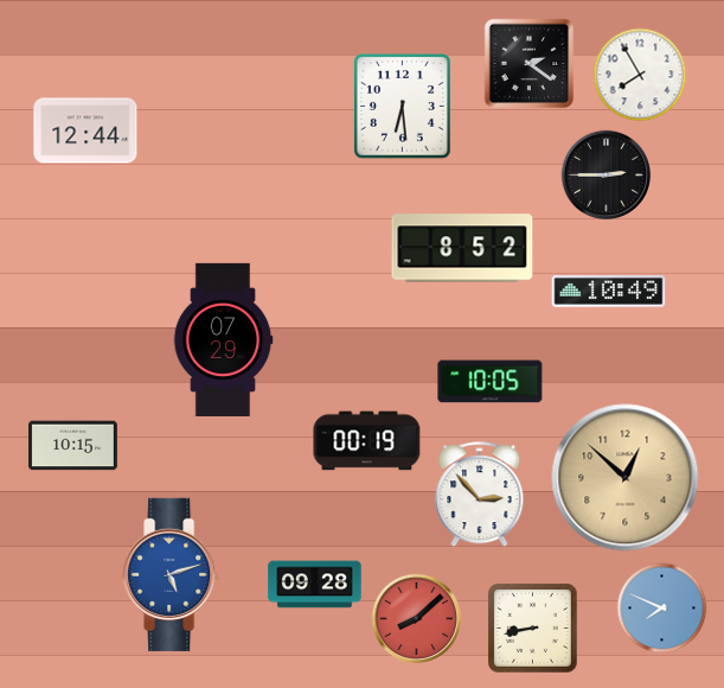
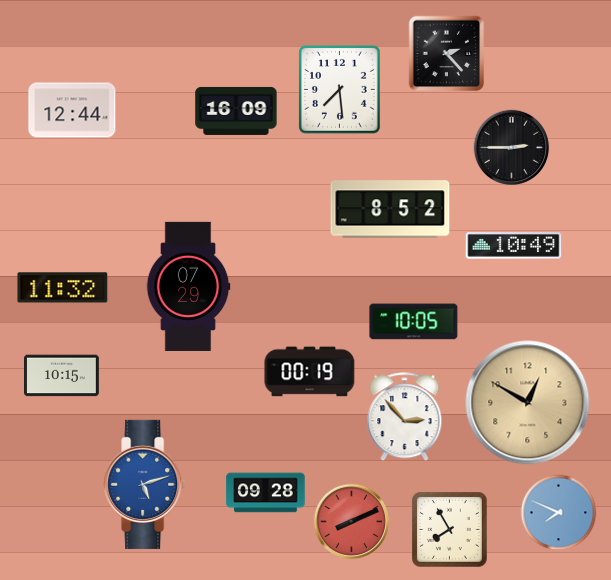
clock at (530, 64): 2:21 -> 2:23
clock at (640, 75): 7:55 -> none
clock at (402, 107): 6:29 -> 7:29
clock at (236, 111): none -> 16:09
clock at (63, 288): none -> 11:32
clock at (626, 478): 12:52 -> 12:50
clock at (417, 619): 8:08 -> 8:11
clock at (533, 629): 8:43 -> 7:55
